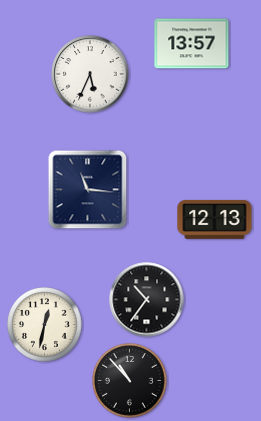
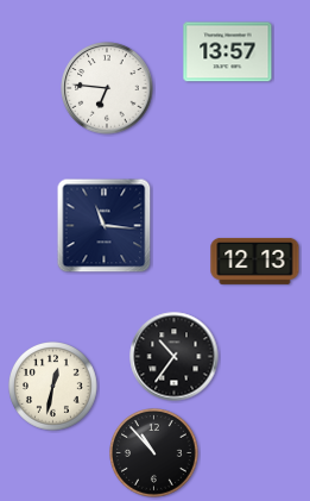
clock at (90, 74): 5:34 -> 6:46
